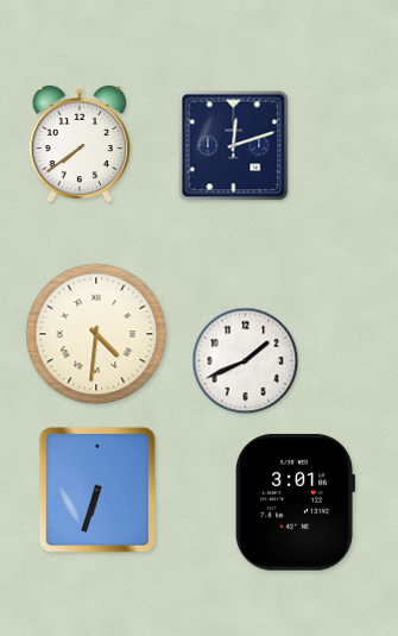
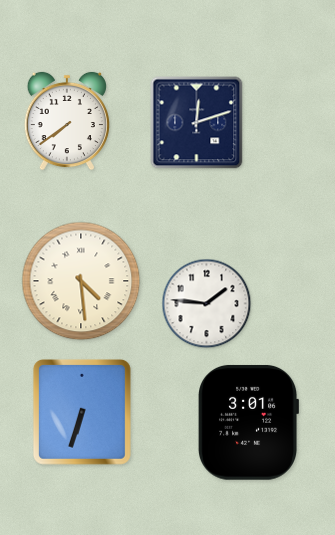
clock at (96, 334): 4:31 -> 4:29
clock at (246, 361): 1:41 -> 1:46
